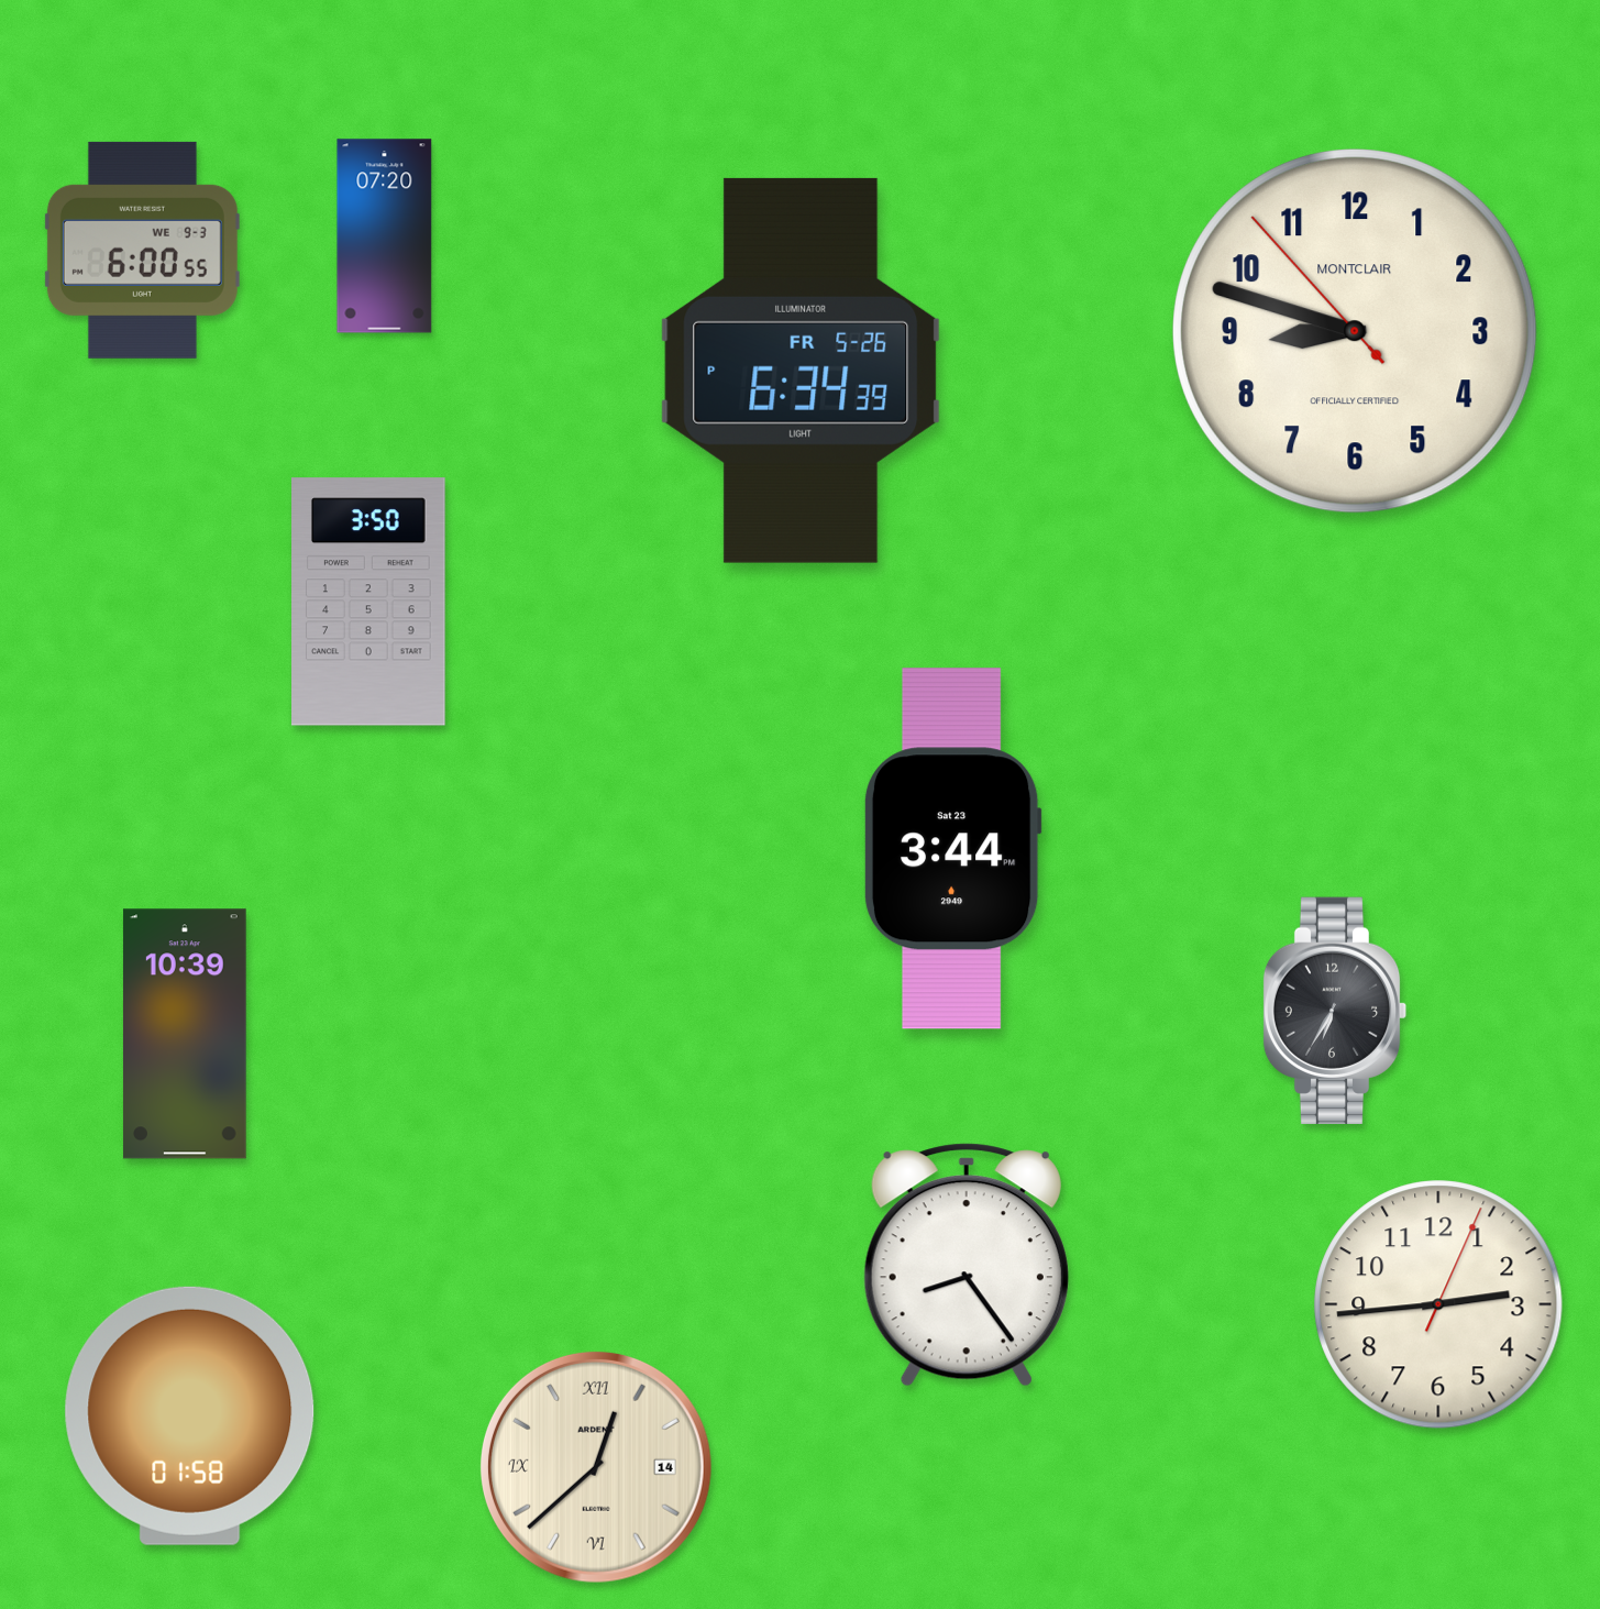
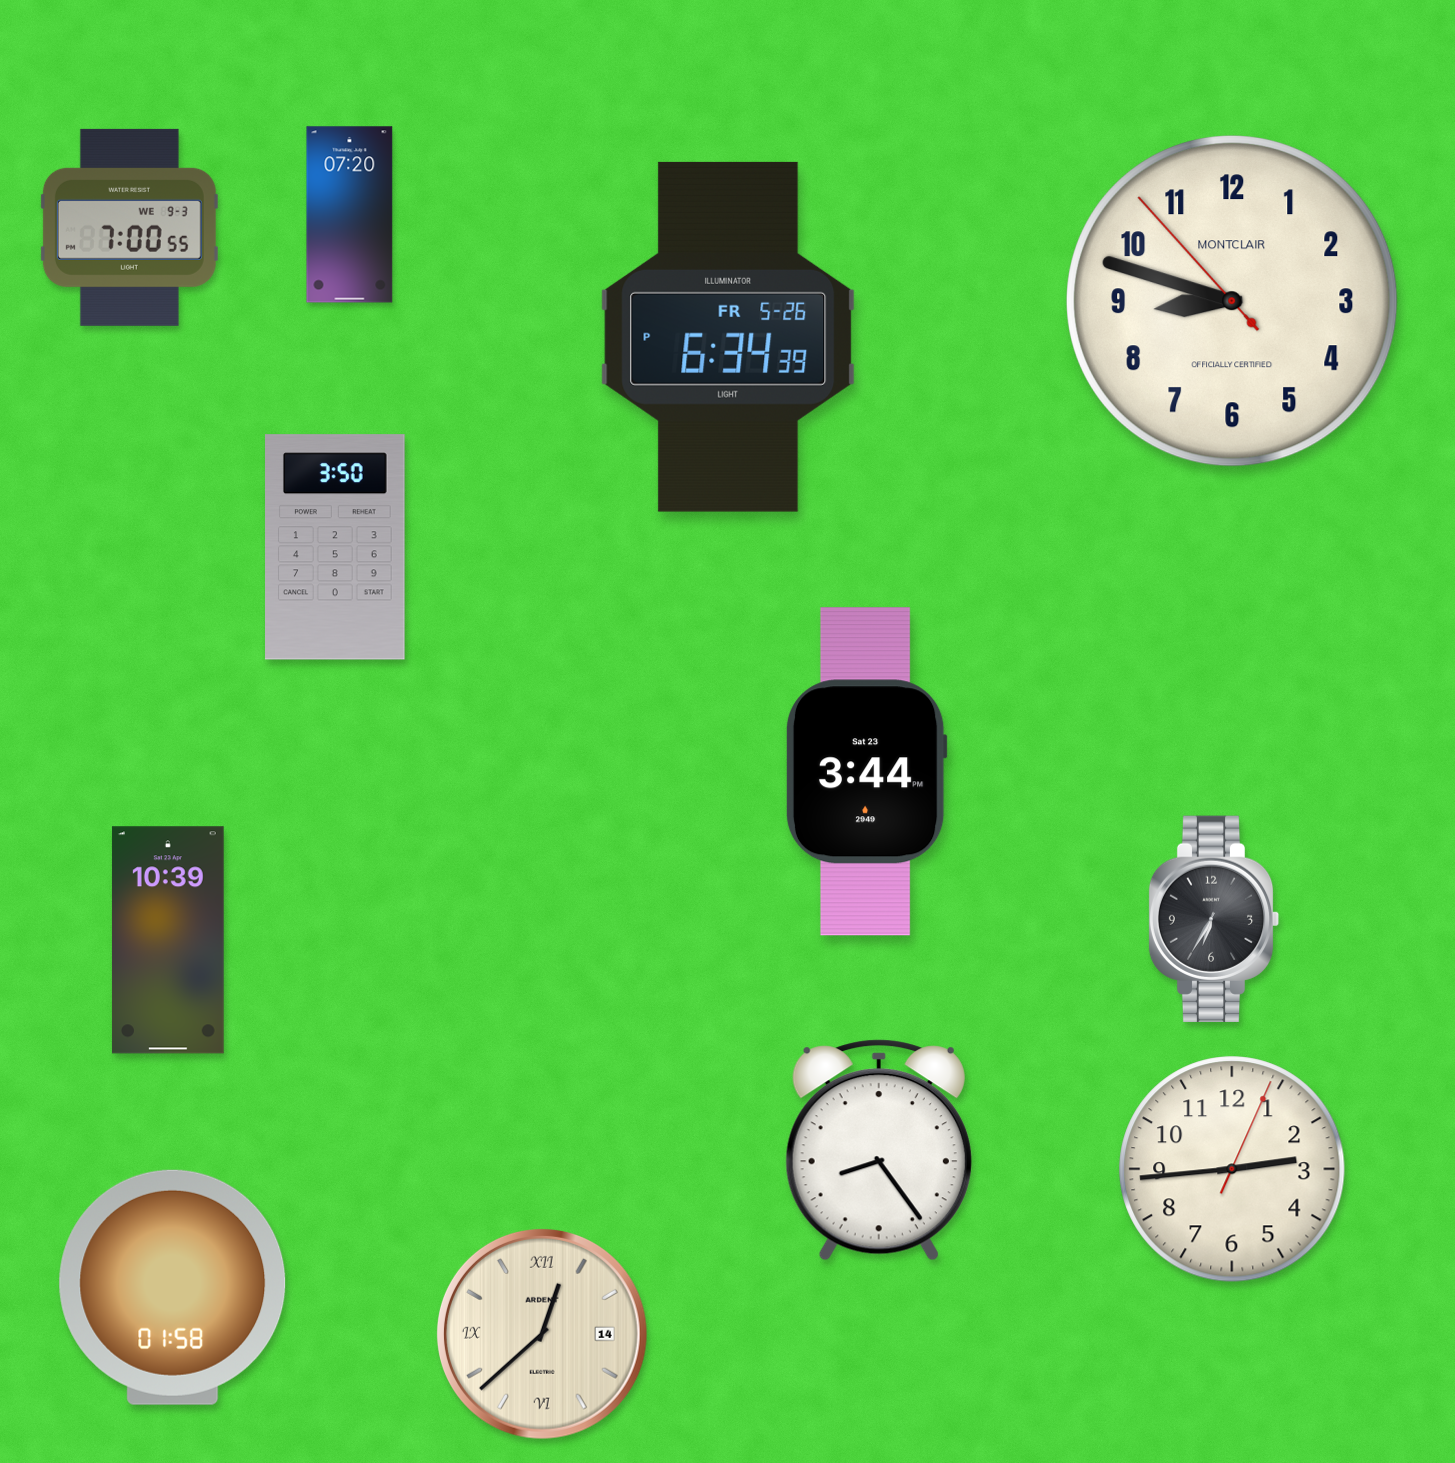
clock at (142, 250): 6:00 -> 7:00
clock at (1438, 1304) position: (1438, 1304) -> (1232, 1169)
